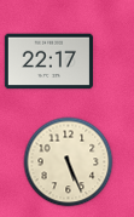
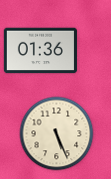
clock at (48, 62): 22:17 -> 01:36
